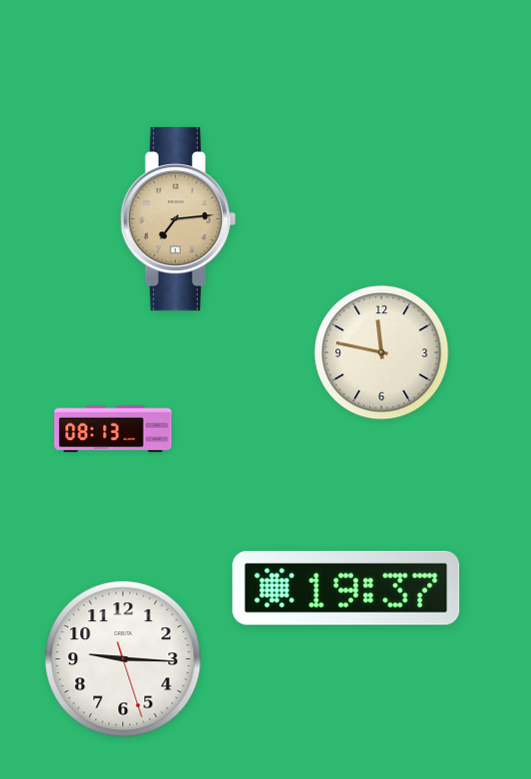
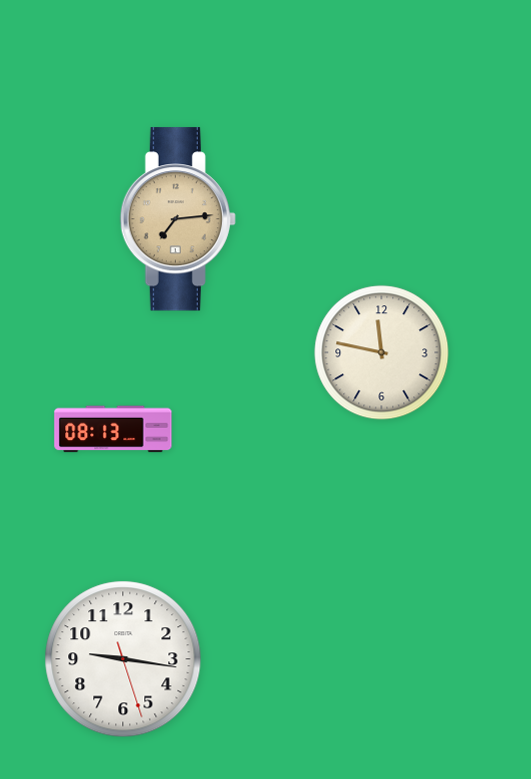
clock at (346, 588): 19:37 -> none
clock at (123, 659): 9:15 -> 9:16
